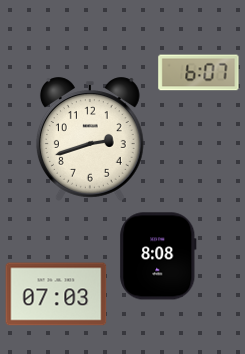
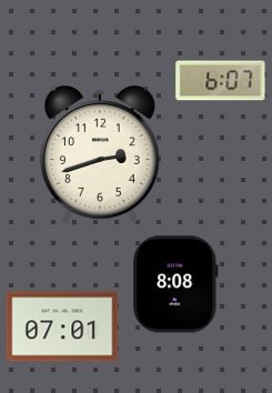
clock at (56, 294): 07:03 -> 07:01
